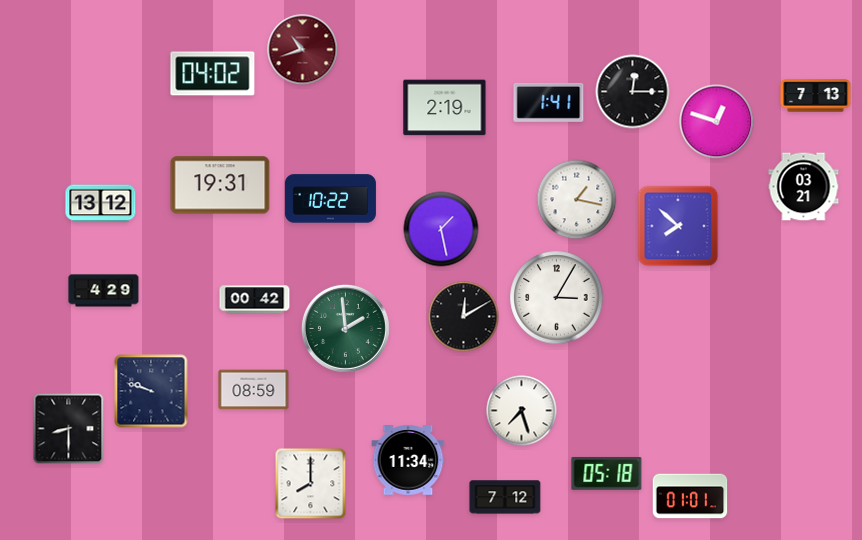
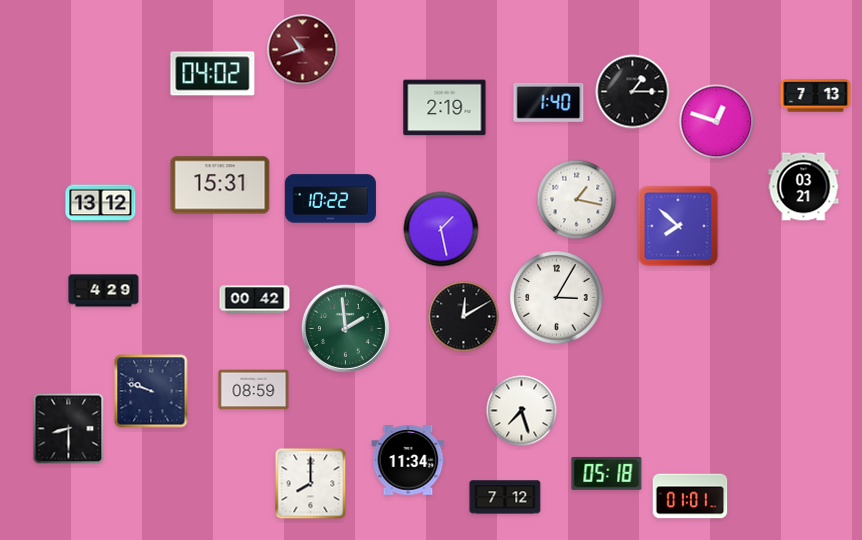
clock at (633, 92): 12:15 -> 1:15
clock at (549, 102): 1:41 -> 1:40
clock at (220, 185): 19:31 -> 15:31
